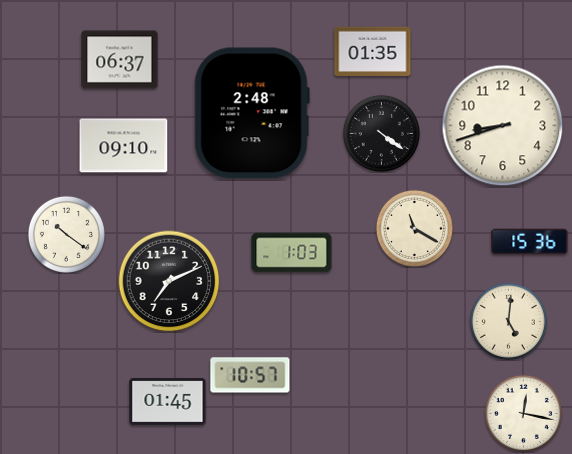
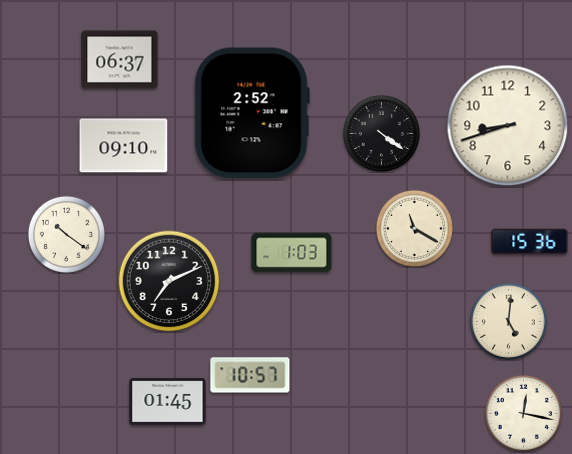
clock at (373, 51): 01:35 -> none
clock at (252, 113): 2:48 -> 2:52
clock at (503, 126) position: (503, 126) -> (508, 126)
